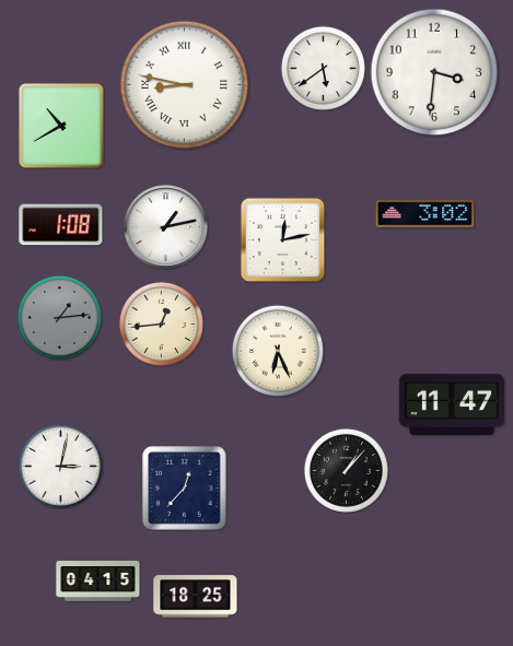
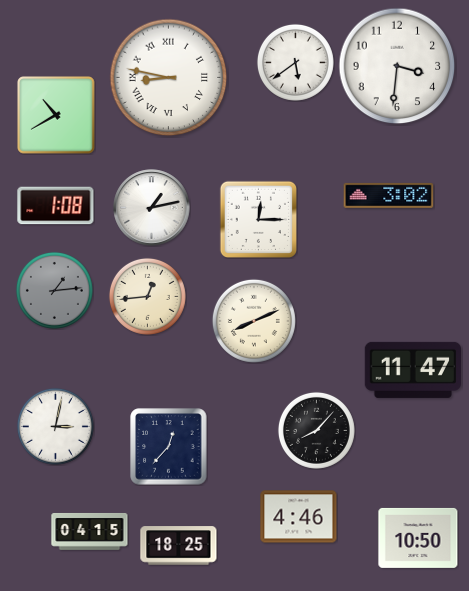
clock at (282, 239): 12:13 -> 12:15
clock at (278, 351): 6:26 -> 8:11
clock at (346, 470): 1:07 -> 8:07
clock at (299, 517): none -> 4:46
clock at (418, 538): none -> 10:50
